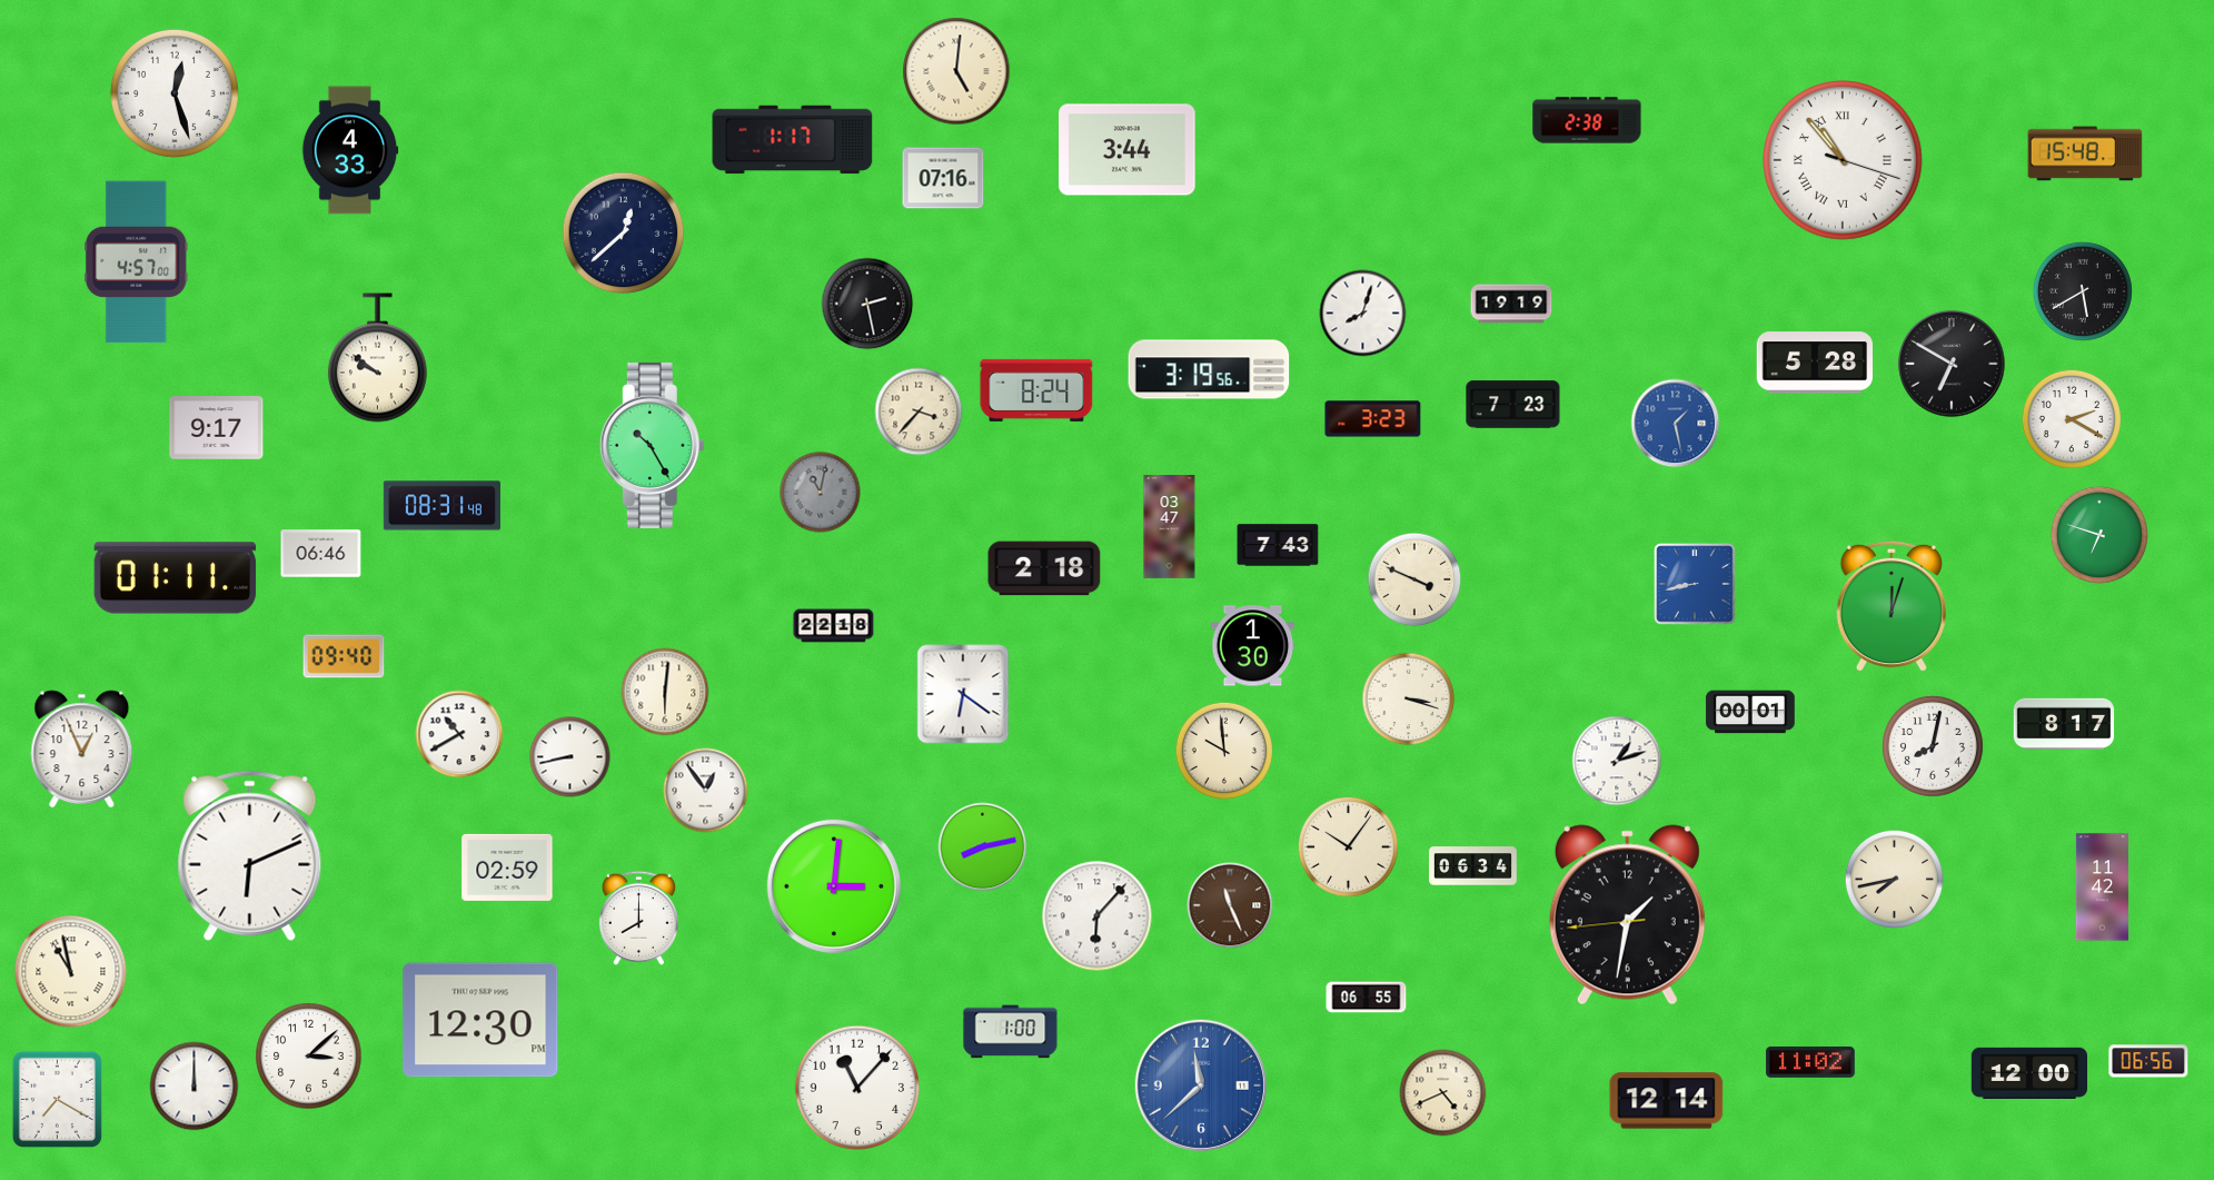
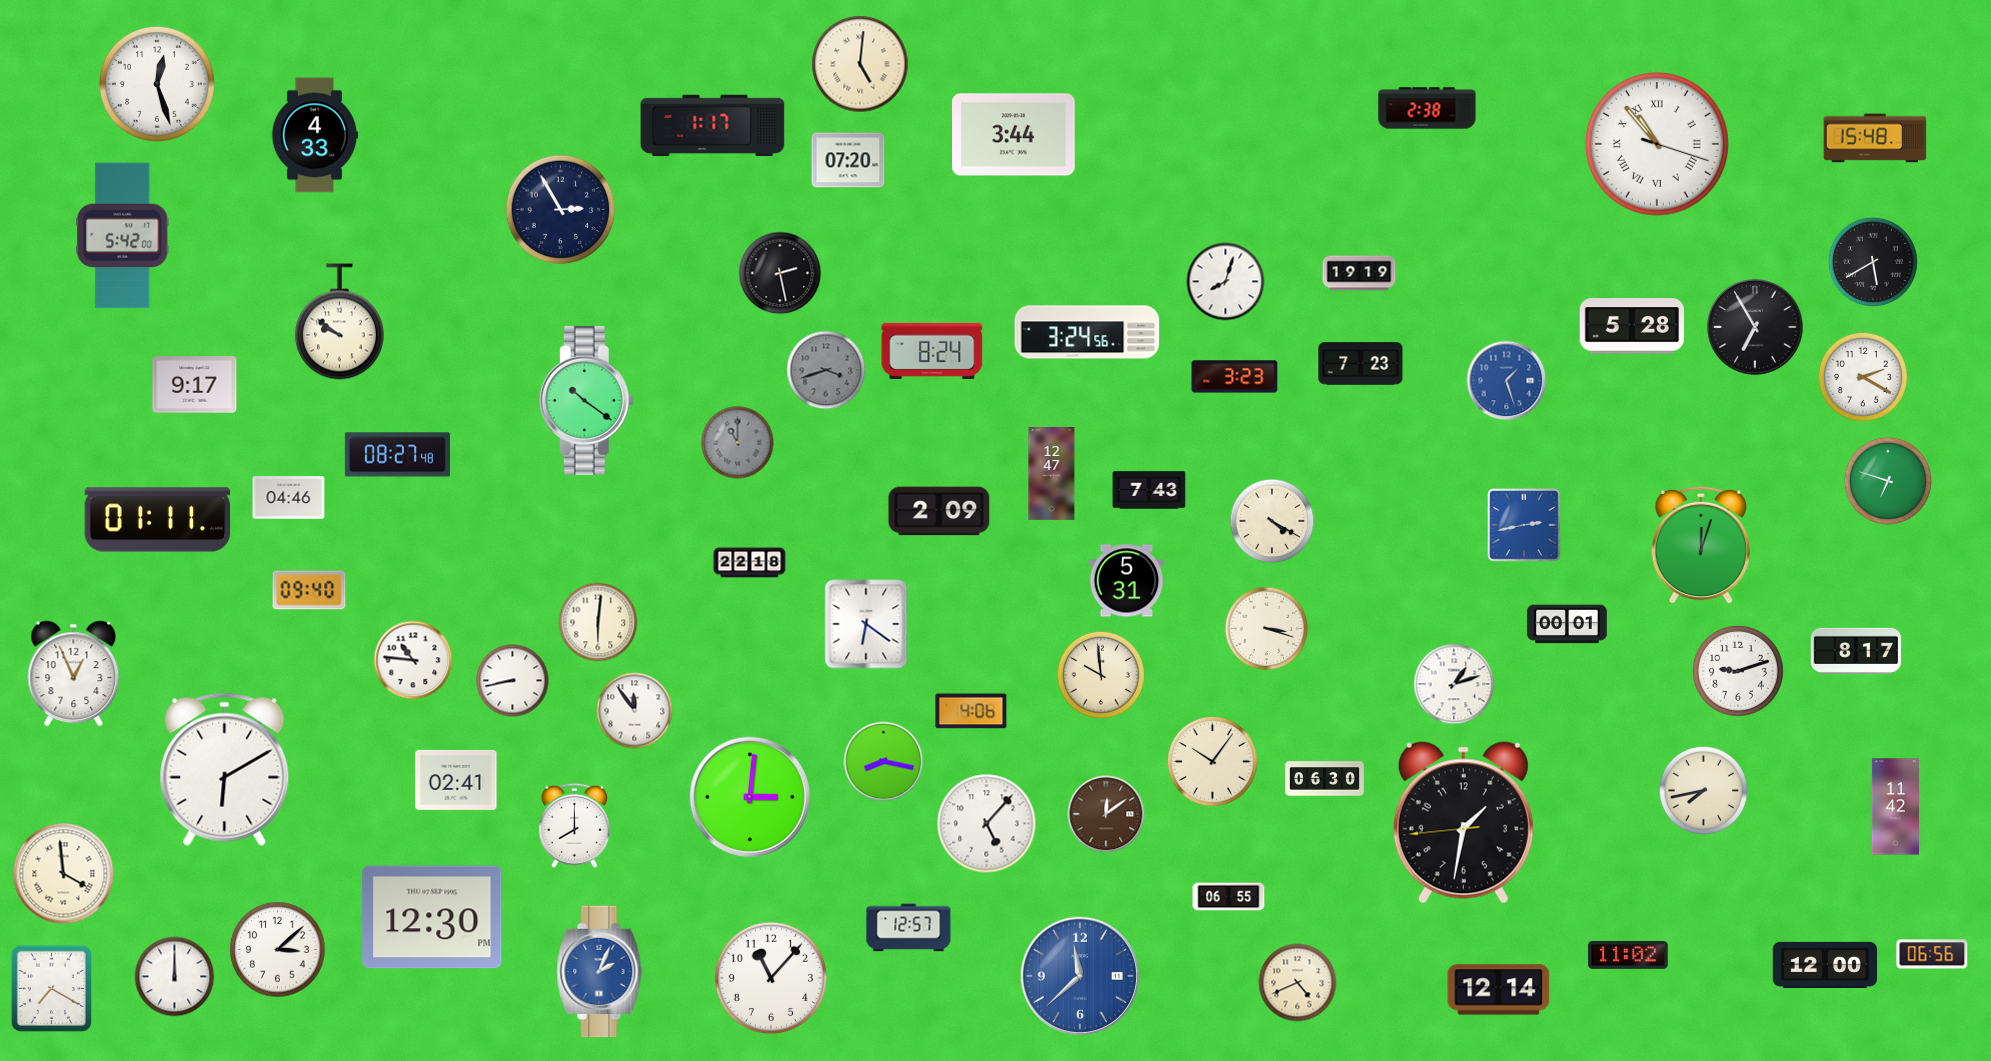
clock at (943, 178): 07:16 -> 07:20
clock at (624, 234): 12:38 -> 2:55
clock at (137, 262): 4:57 -> 5:42
clock at (1952, 364): 6:50 -> 6:55
clock at (1209, 369): 3:19 -> 3:24
clock at (919, 411): 3:37 -> 3:42
clock at (919, 411) dial: cream -> grey
clock at (1676, 424): 1:28 -> 1:27
clock at (652, 445): 10:25 -> 10:21
clock at (821, 493): 11:02 -> 11:00
clock at (441, 506): 08:31 -> 08:27
clock at (1170, 527): 03:47 -> 12:47
clock at (321, 554): 06:46 -> 04:46
clock at (1044, 568): 2:18 -> 2:09
clock at (1414, 579): 3:49 -> 4:20
clock at (1695, 584): 8:43 -> 2:43
clock at (1253, 646): 1:30 -> 5:31
clock at (1750, 712) position: (1750, 712) -> (1567, 624)
clock at (459, 734): 10:40 -> 10:46
clock at (1933, 746): 8:02 -> 9:12
clock at (706, 791): 12:54 -> 11:54
clock at (971, 711): none -> 4:06
clock at (983, 847): 8:13 -> 8:17
clock at (250, 855): 6:11 -> 6:10
clock at (1473, 866): 06:34 -> 06:30
clock at (507, 867): 02:59 -> 02:41
clock at (2102, 888) position: (2102, 888) -> (1895, 807)
clock at (1230, 905): 11:26 -> 12:09
clock at (1098, 916): 6:07 -> 5:07
clock at (71, 972): 10:58 -> 3:59
clock at (1011, 1032): 1:00 -> 12:57
clock at (600, 972): none -> 2:04
